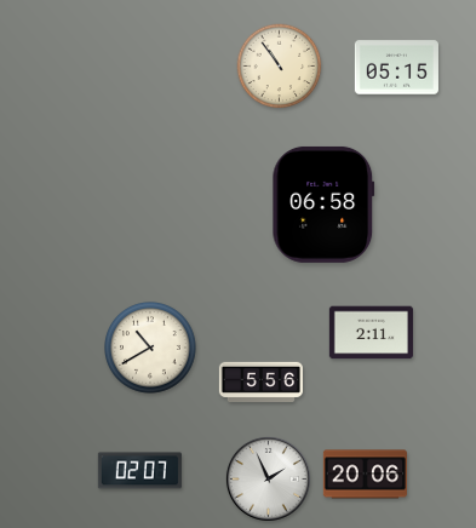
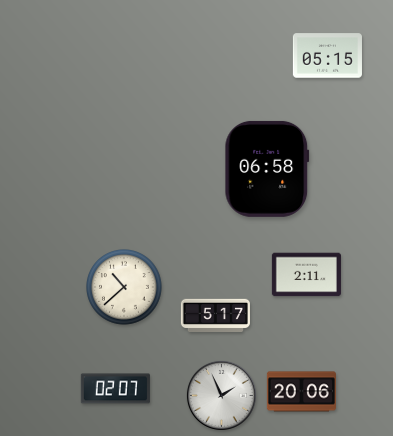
clock at (280, 67): 10:54 -> none
clock at (151, 349): 10:40 -> 10:38
clock at (260, 383): 5:56 -> 5:17
